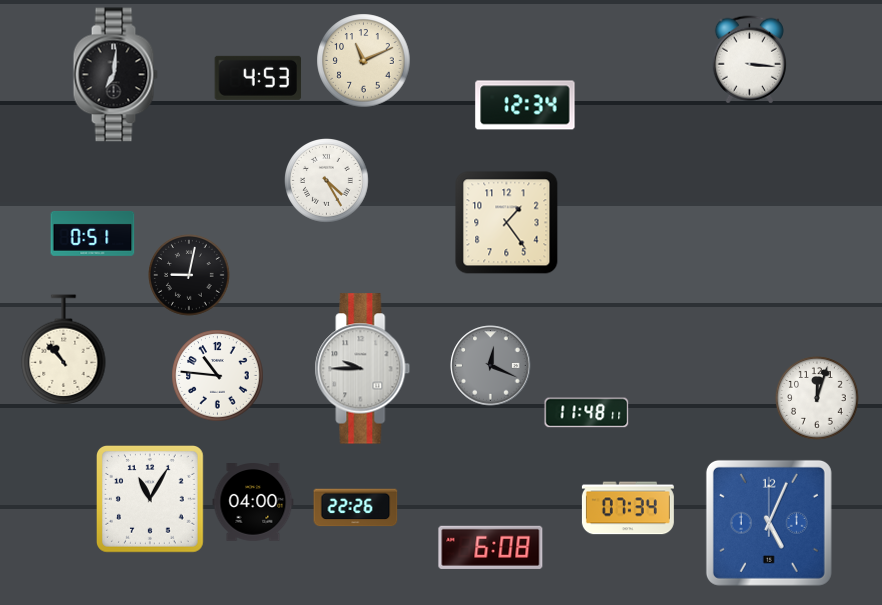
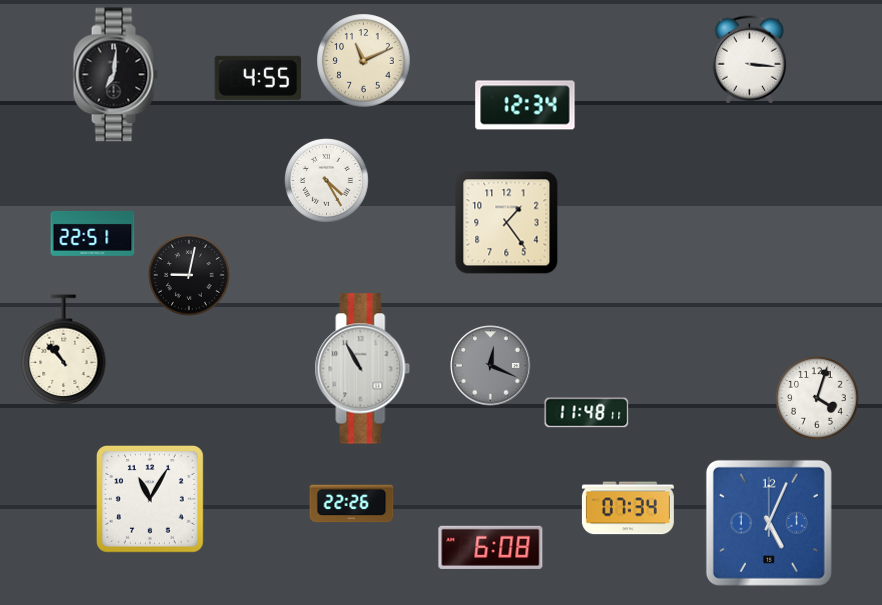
clock at (258, 78): 4:53 -> 4:55
clock at (93, 233): 0:51 -> 22:51
clock at (363, 369): 9:45 -> 10:55
clock at (218, 376): 10:46 -> none
clock at (818, 399): 12:03 -> 4:03
clock at (253, 503): 04:00 -> none
clock at (356, 508) position: (356, 508) -> (352, 504)
